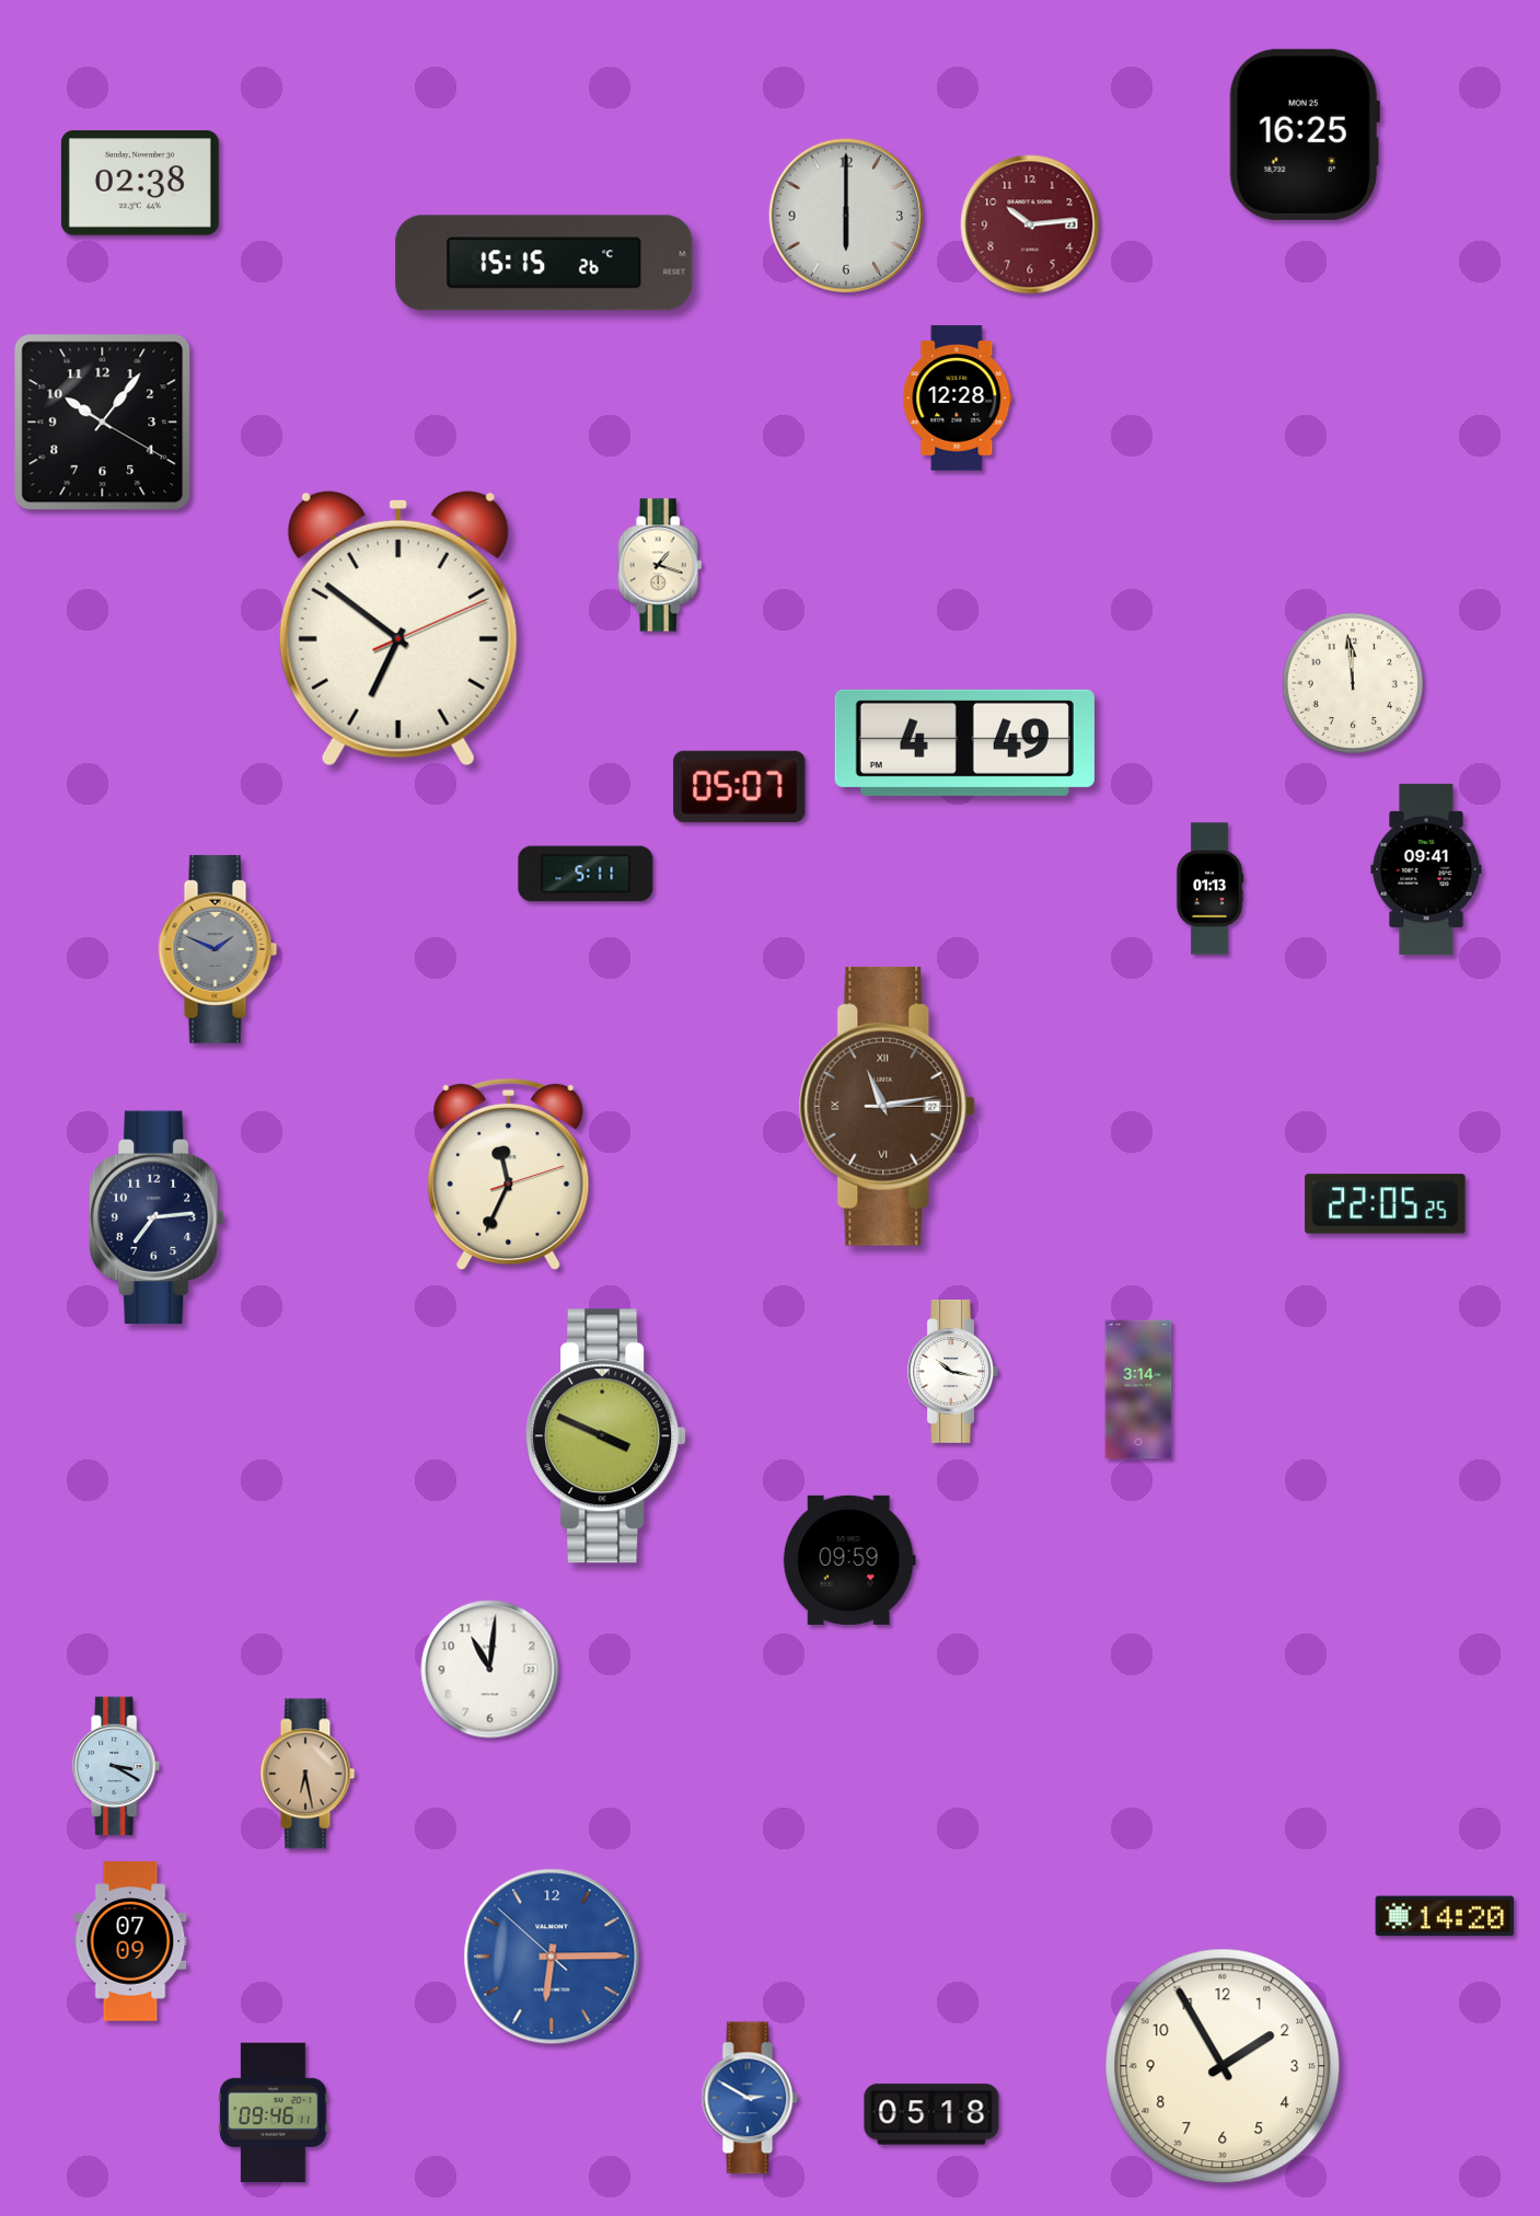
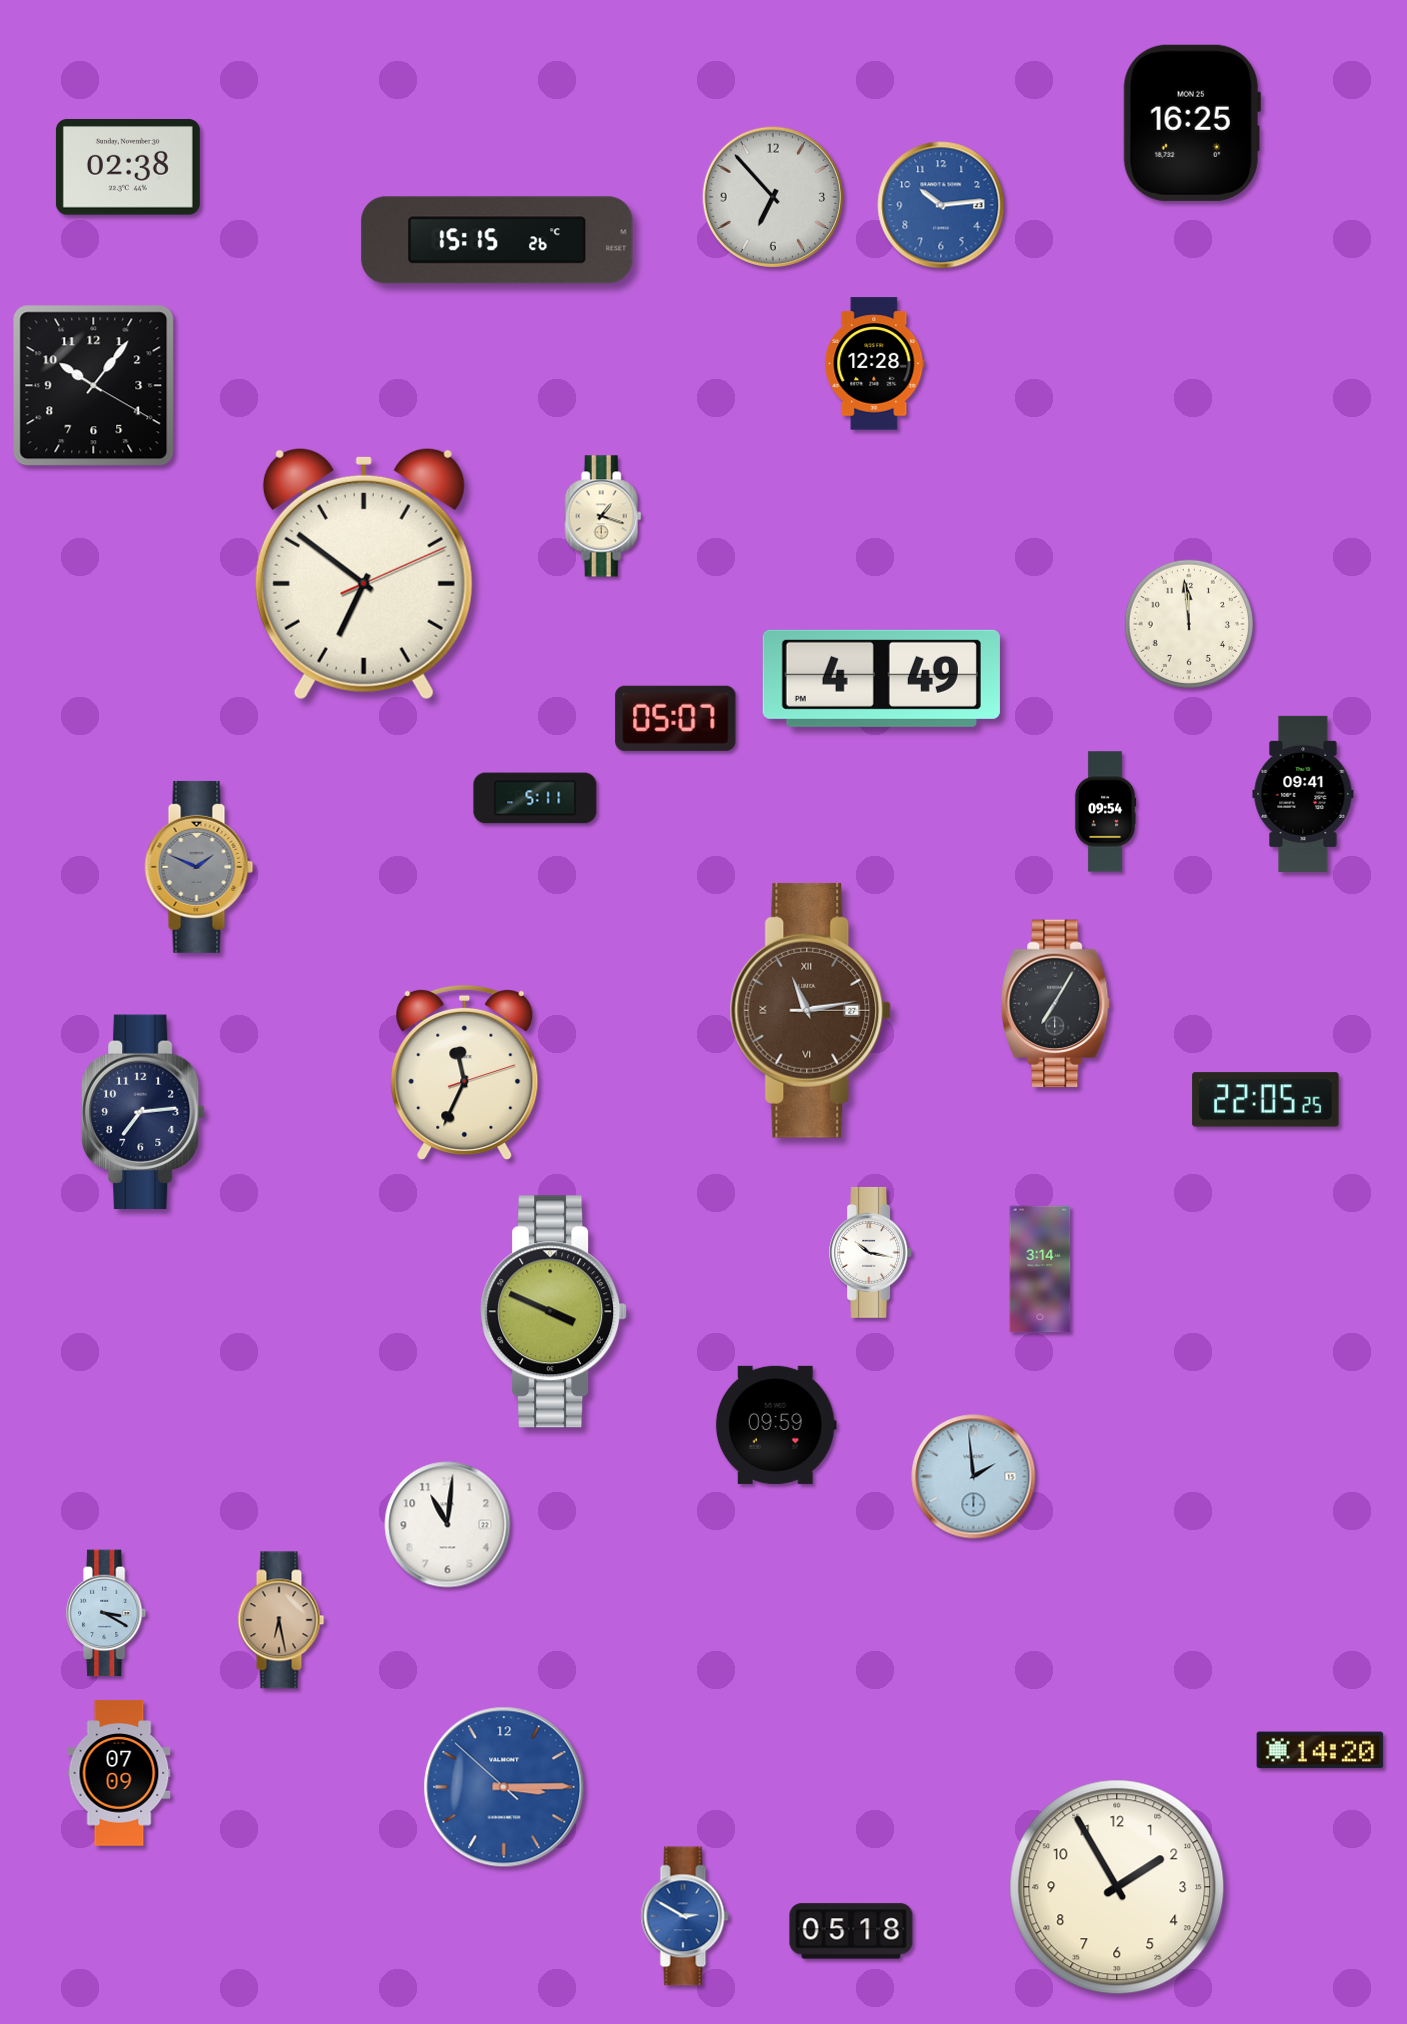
clock at (845, 215): 6:00 -> 6:53
clock at (1030, 224) dial: burgundy -> blue
clock at (1353, 683) position: (1353, 683) -> (1189, 624)
clock at (1209, 889): 01:13 -> 09:54
clock at (1056, 1004): none -> 7:05
clock at (974, 1477): none -> 1:59
clock at (552, 1957): 6:14 -> 3:14
clock at (274, 2113): 09:46 -> none
